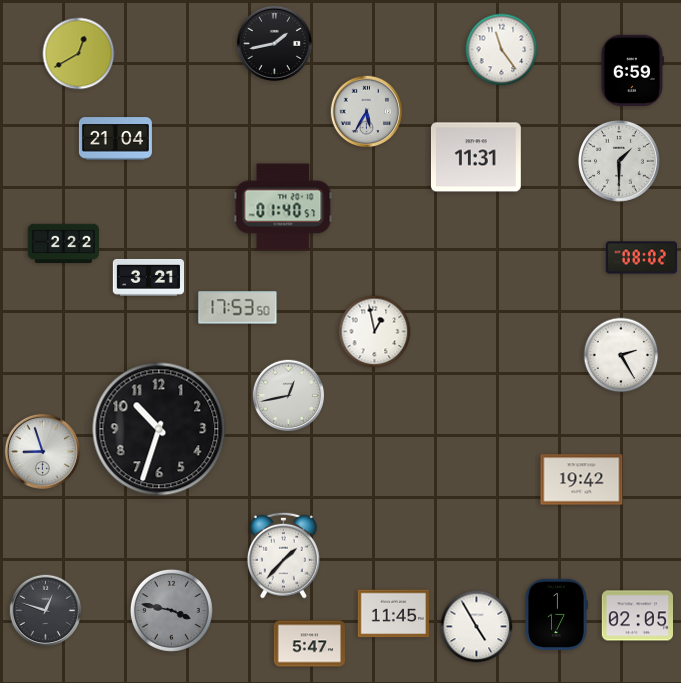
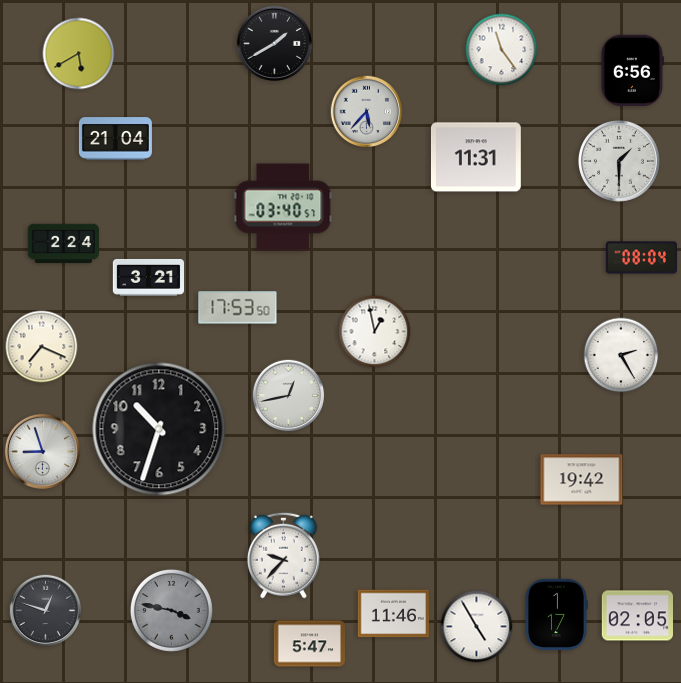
clock at (274, 43): 1:43 -> 1:40
clock at (79, 54): 12:40 -> 5:40
clock at (632, 70): 6:59 -> 6:56
clock at (367, 112): 5:35 -> 5:37
clock at (283, 207): 01:40 -> 03:40
clock at (63, 244): 2:22 -> 2:24
clock at (641, 258): 08:02 -> 08:04
clock at (42, 347): none -> 7:19
clock at (283, 555): 1:37 -> 9:37
clock at (393, 614): 11:45 -> 11:46
